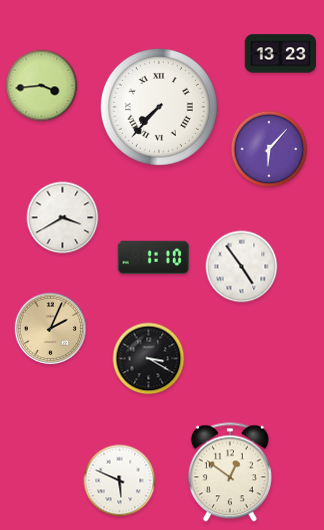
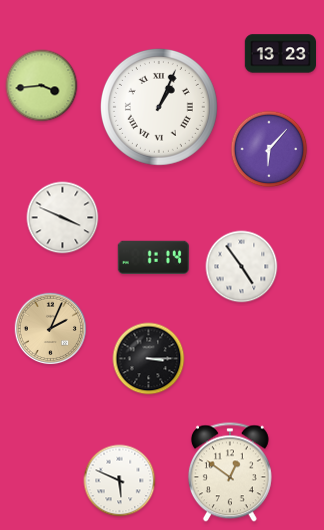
clock at (159, 107): 7:37 -> 1:04
clock at (63, 218): 3:40 -> 3:49
clock at (153, 257): 1:10 -> 1:14
clock at (149, 359): 3:20 -> 3:15
